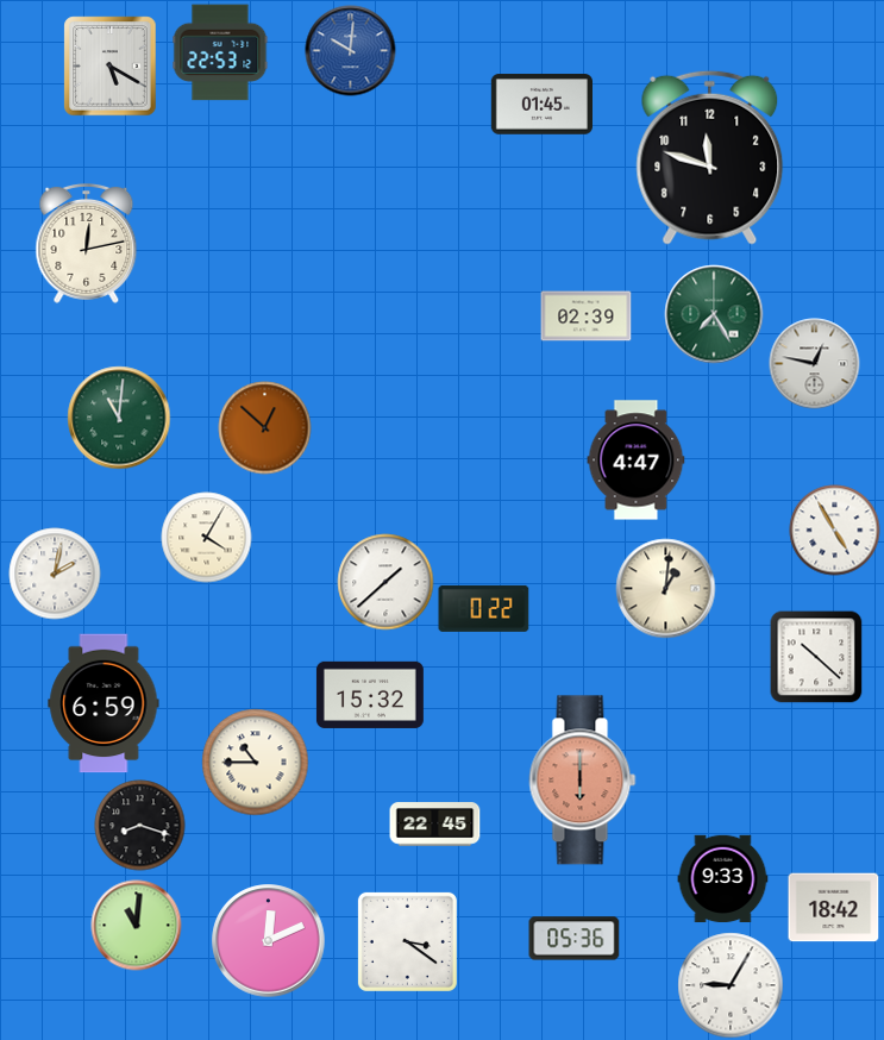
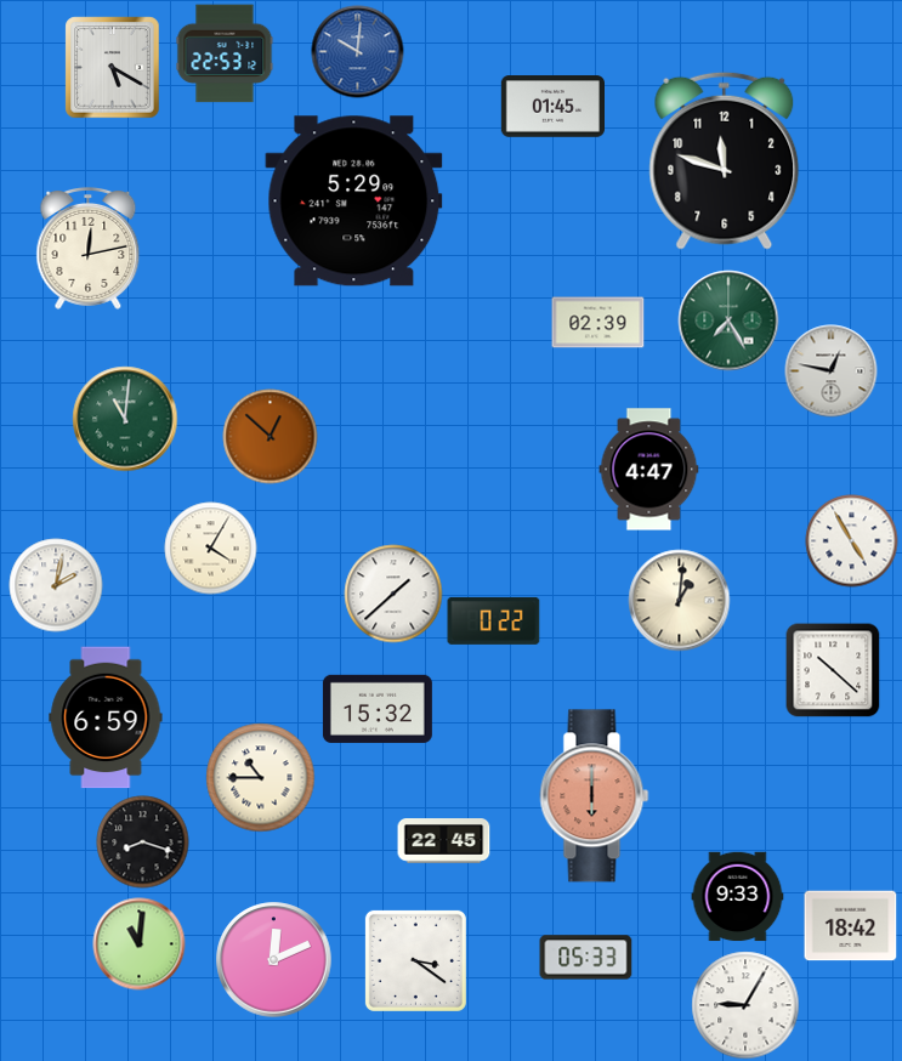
clock at (354, 202): none -> 5:29
clock at (119, 418) position: (119, 418) -> (125, 419)
clock at (575, 939): 05:36 -> 05:33
